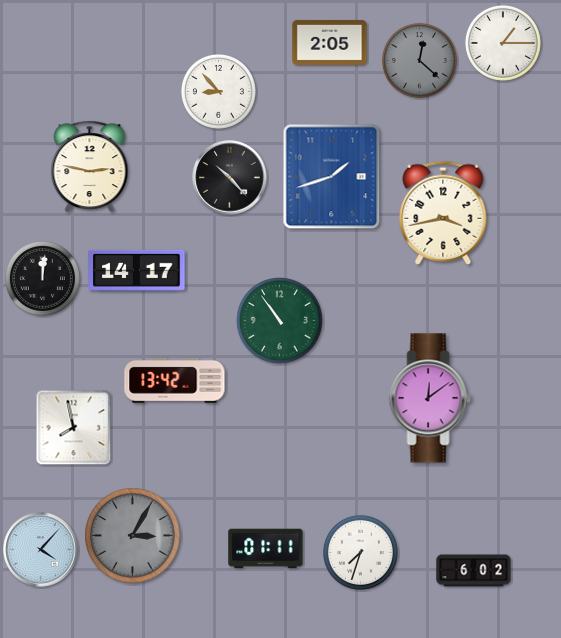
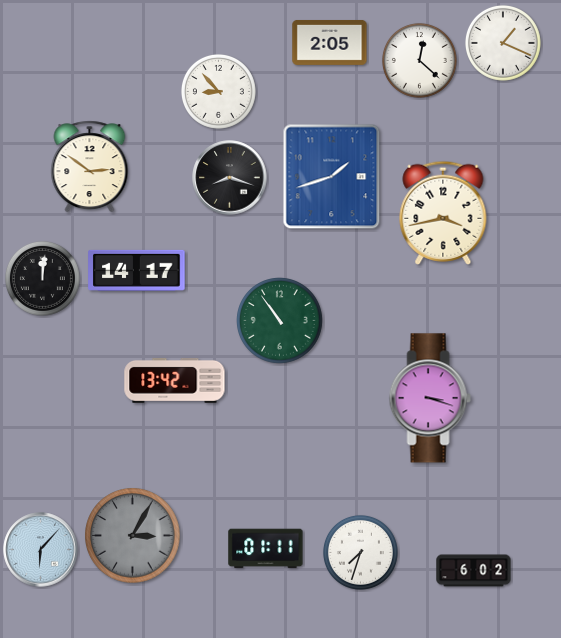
clock at (503, 43): 1:15 -> 1:19
clock at (419, 60) dial: grey -> white
clock at (90, 167): 2:47 -> 2:51
clock at (230, 178): 10:23 -> 8:18
clock at (430, 398): 12:09 -> 3:18
clock at (74, 428): 7:58 -> none
clock at (41, 550): 4:07 -> 6:07
